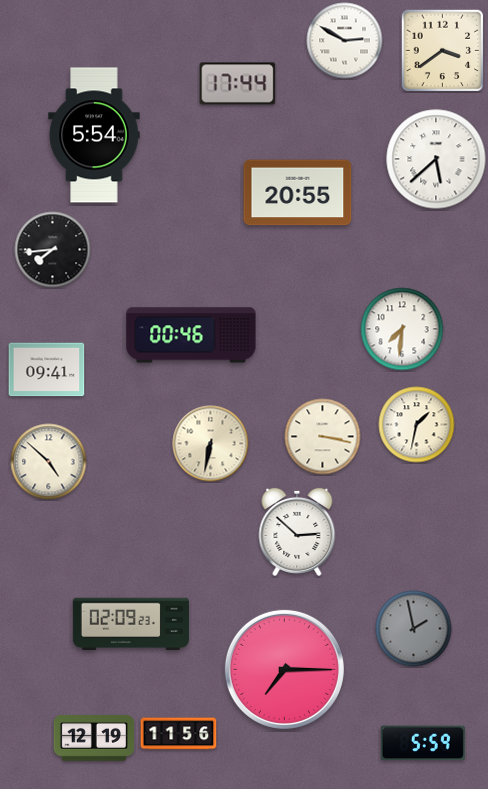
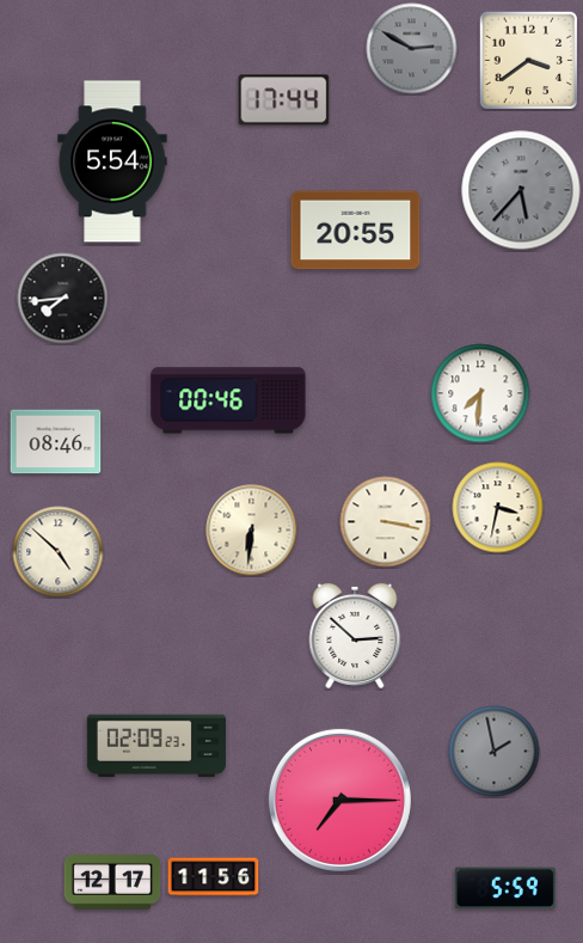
clock at (345, 41) dial: white -> grey
clock at (436, 159): 5:38 -> 5:37
clock at (436, 159) dial: white -> grey
clock at (47, 370): 09:41 -> 08:46
clock at (417, 425): 1:32 -> 3:32
clock at (211, 444): 6:32 -> 6:31
clock at (94, 739): 12:19 -> 12:17
